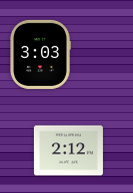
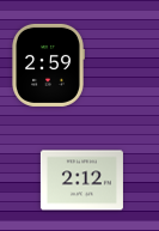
clock at (40, 54): 3:03 -> 2:59
